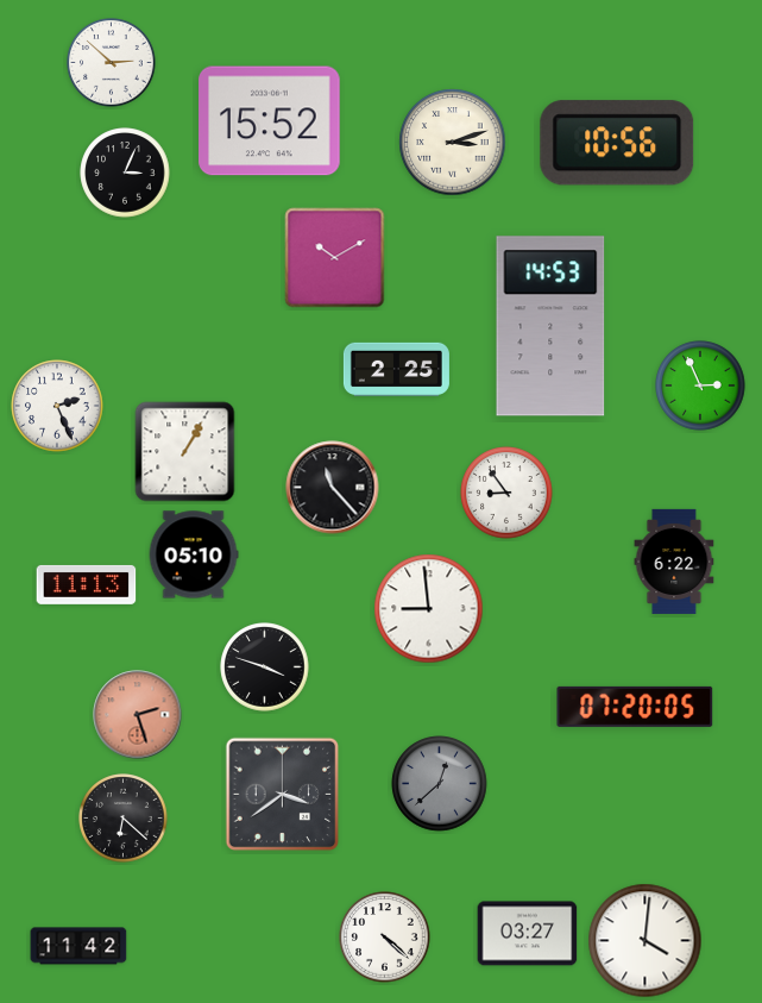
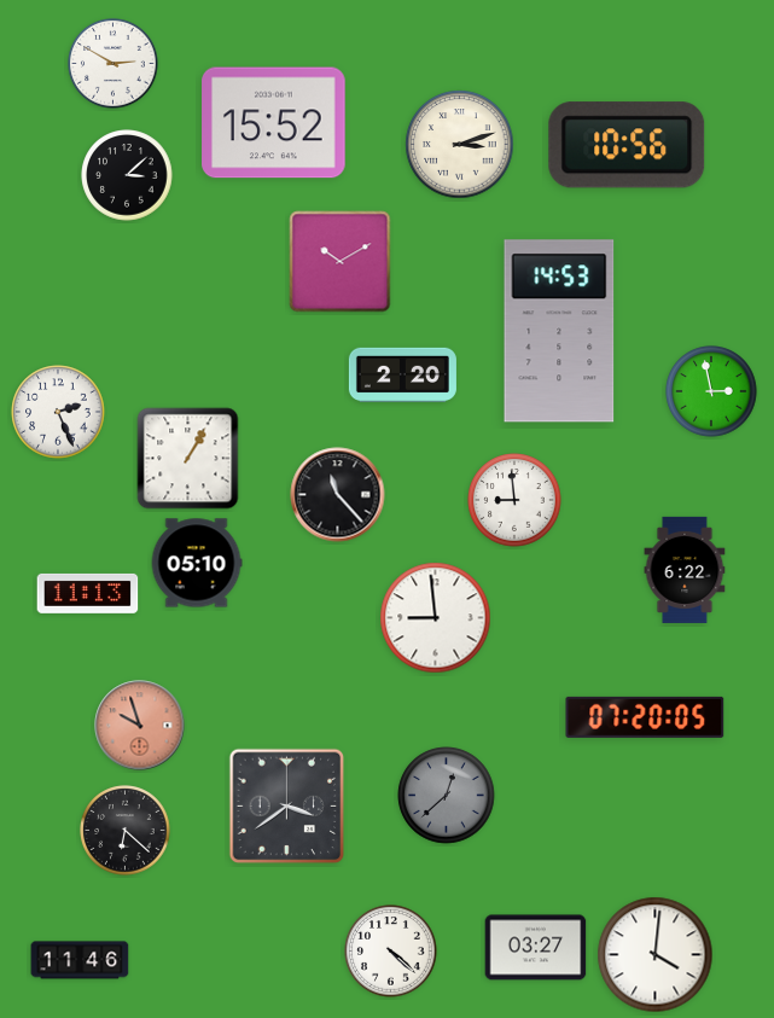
clock at (112, 63): 2:52 -> 2:50
clock at (125, 173): 3:04 -> 3:08
clock at (396, 369): 2:25 -> 2:20
clock at (700, 385): 2:56 -> 2:58
clock at (506, 493): 8:54 -> 8:59
clock at (265, 667): 3:48 -> none
clock at (138, 715): 2:27 -> 9:57
clock at (78, 946): 11:42 -> 11:46
